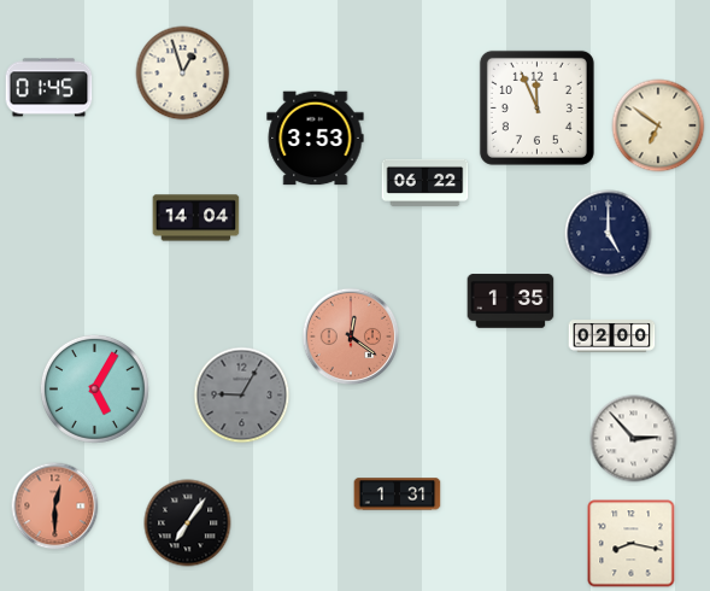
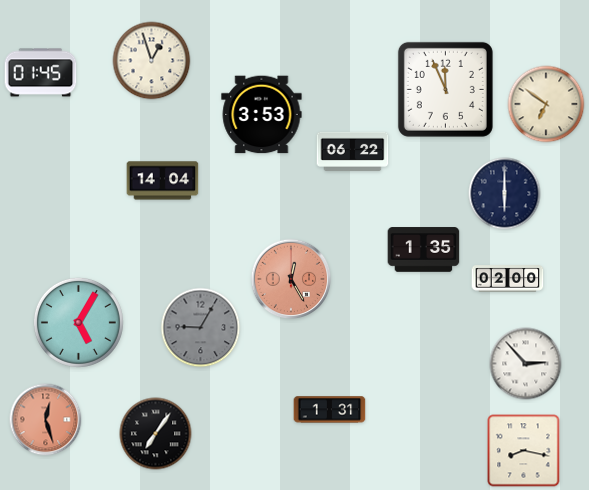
clock at (609, 234): 5:00 -> 6:00
clock at (351, 337): 12:21 -> 12:25
clock at (55, 507): 12:30 -> 12:27
